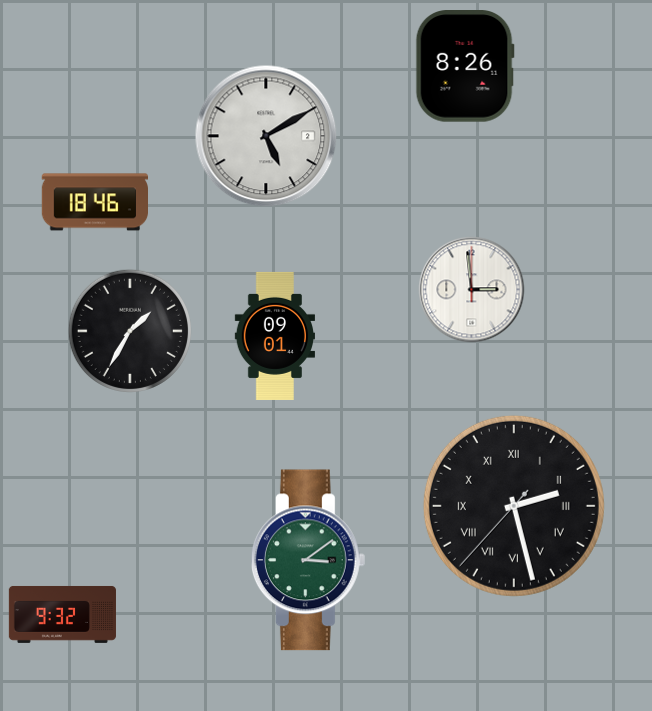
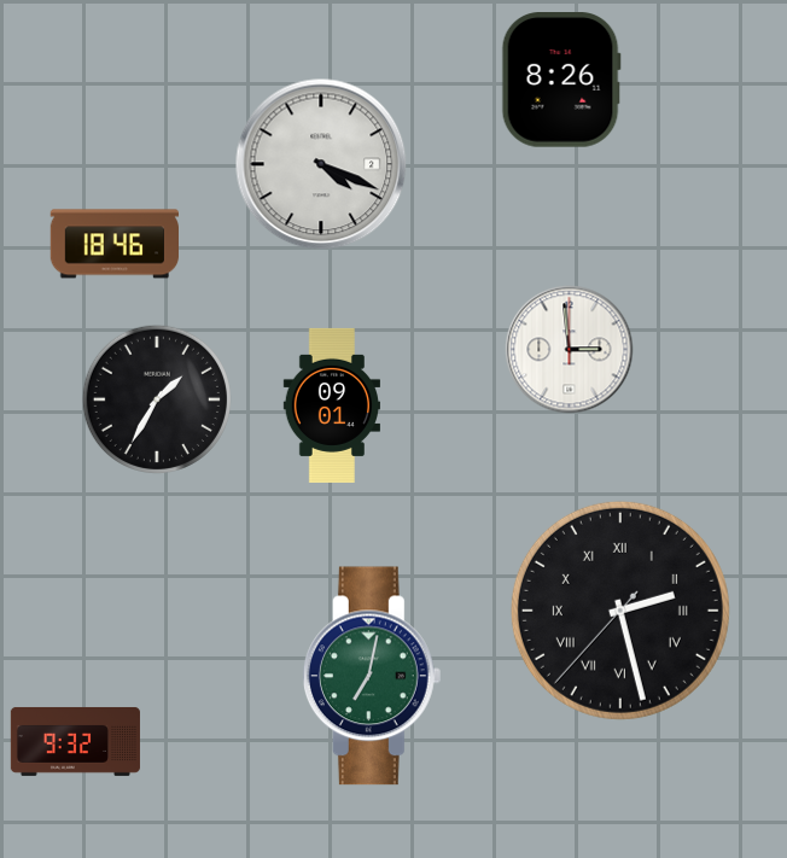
clock at (266, 136): 5:10 -> 4:19
clock at (308, 560): 3:09 -> 7:02
